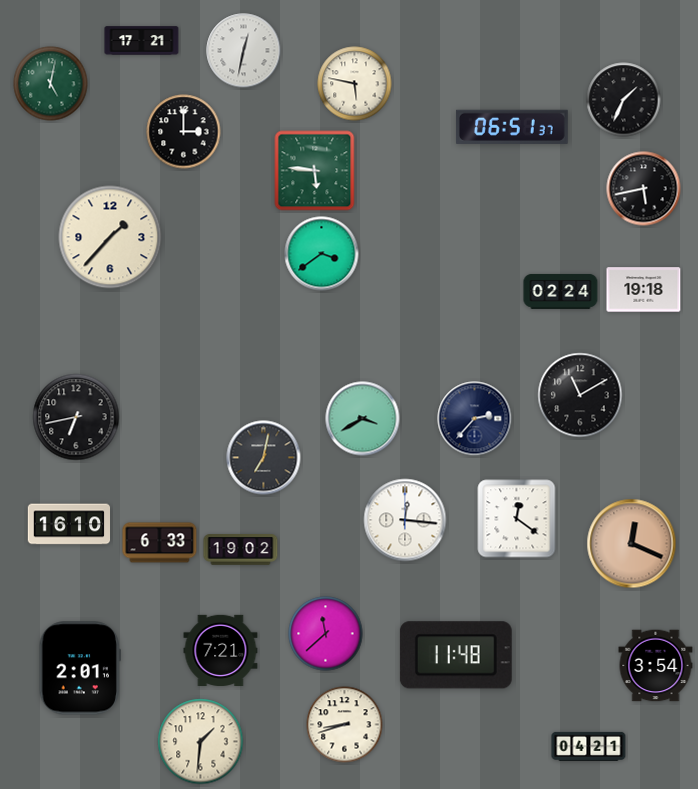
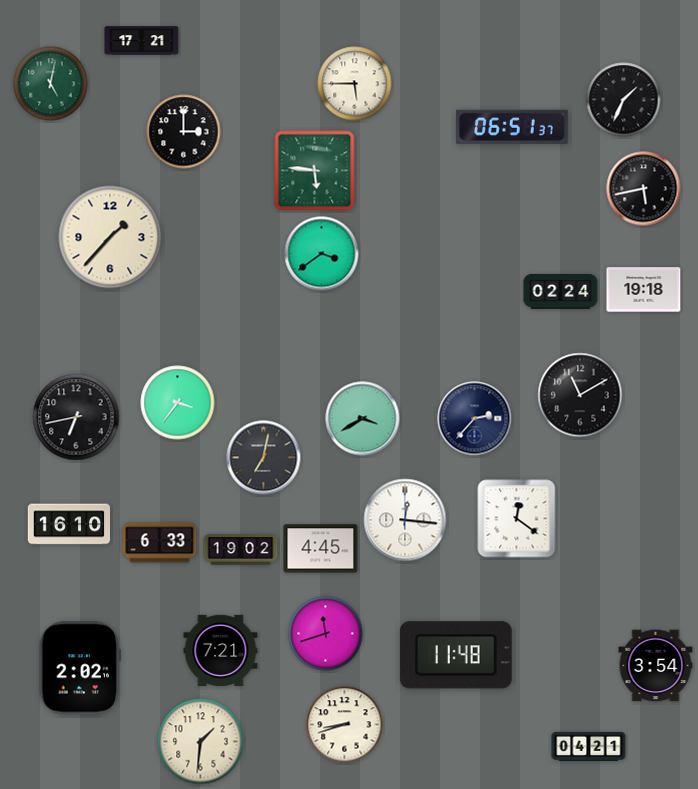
clock at (244, 51): 12:32 -> none
clock at (355, 84): 5:47 -> 5:45
clock at (178, 403): none -> 3:36
clock at (632, 544): 12:19 -> none
clock at (321, 549): none -> 4:45
clock at (326, 634): 11:38 -> 11:42
clock at (79, 668): 2:01 -> 2:02
